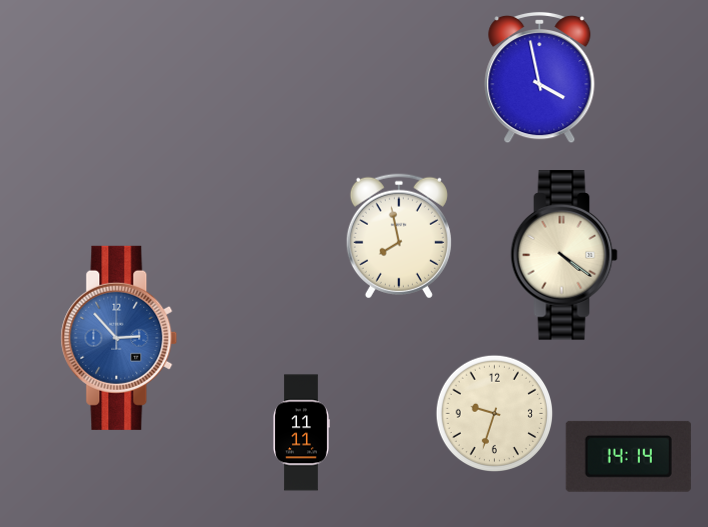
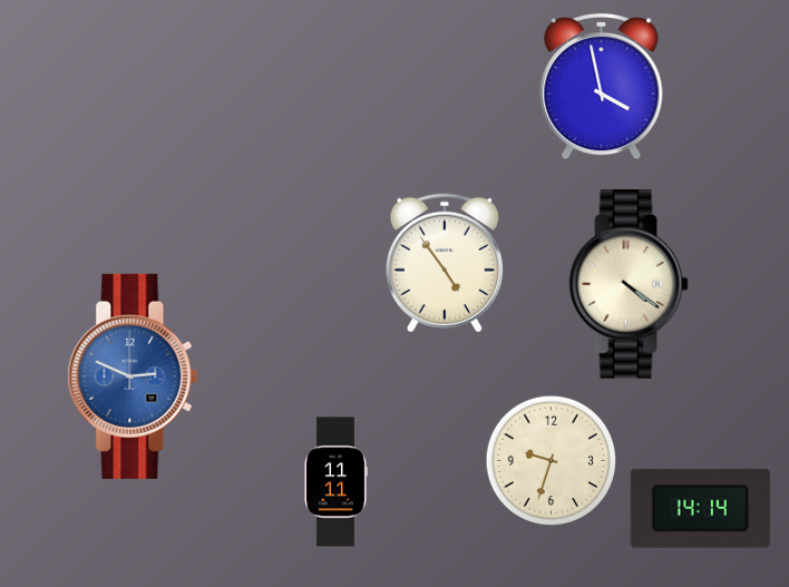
clock at (399, 236): 7:58 -> 4:54
clock at (119, 338): 2:53 -> 2:49
